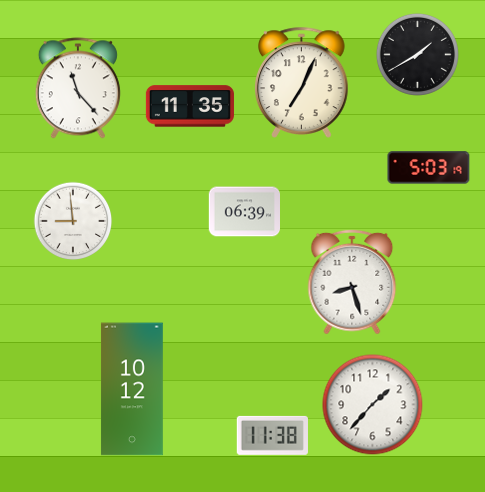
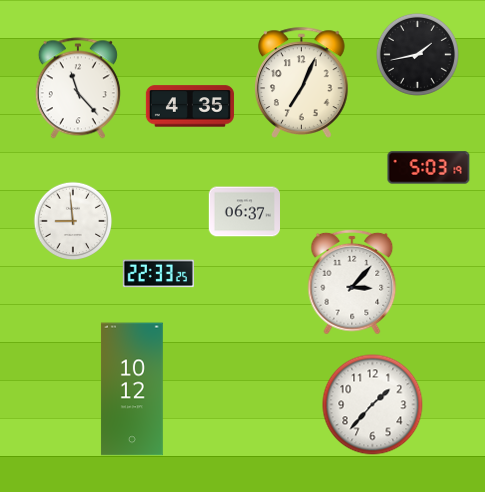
clock at (417, 54): 1:40 -> 1:43
clock at (190, 106): 11:35 -> 4:35
clock at (244, 212): 06:39 -> 06:37
clock at (158, 274): none -> 22:33
clock at (352, 282): 8:27 -> 3:07
clock at (272, 435): 11:38 -> none
